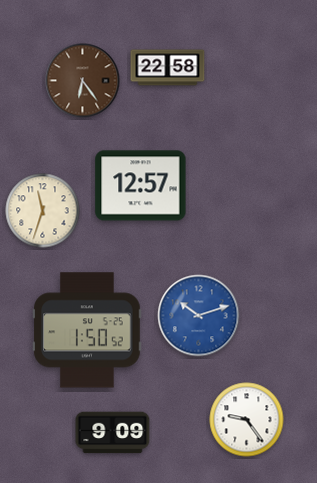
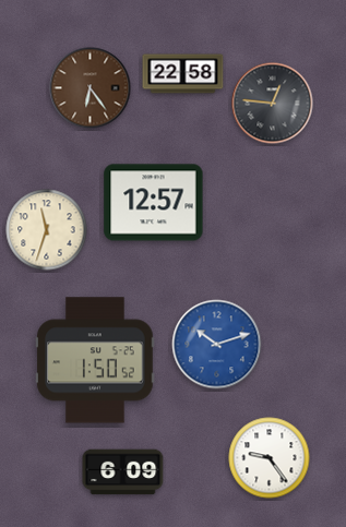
clock at (273, 104): none -> 12:46
clock at (113, 433): 9:09 -> 6:09
